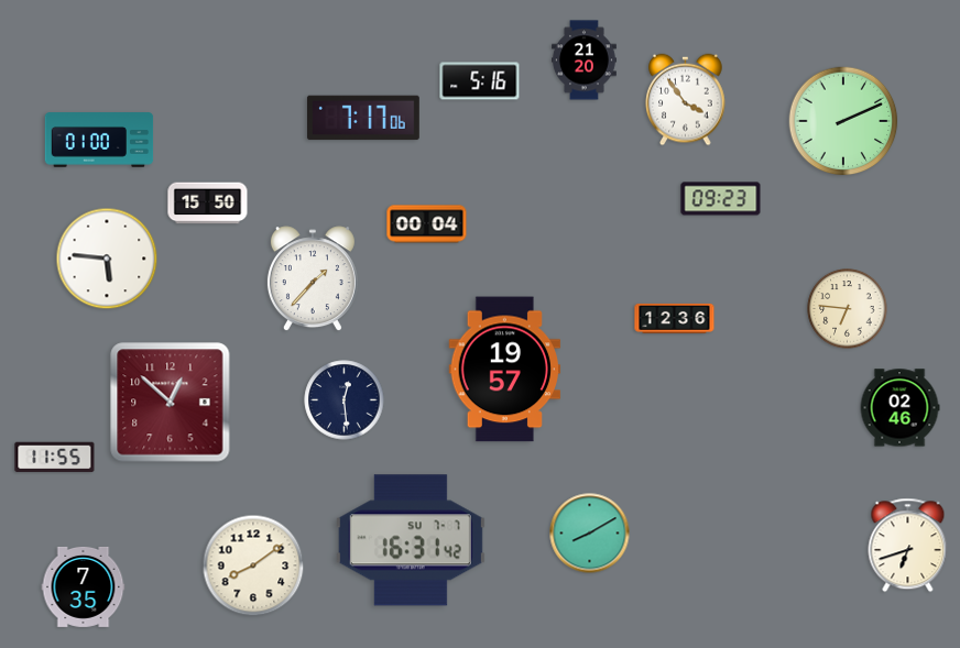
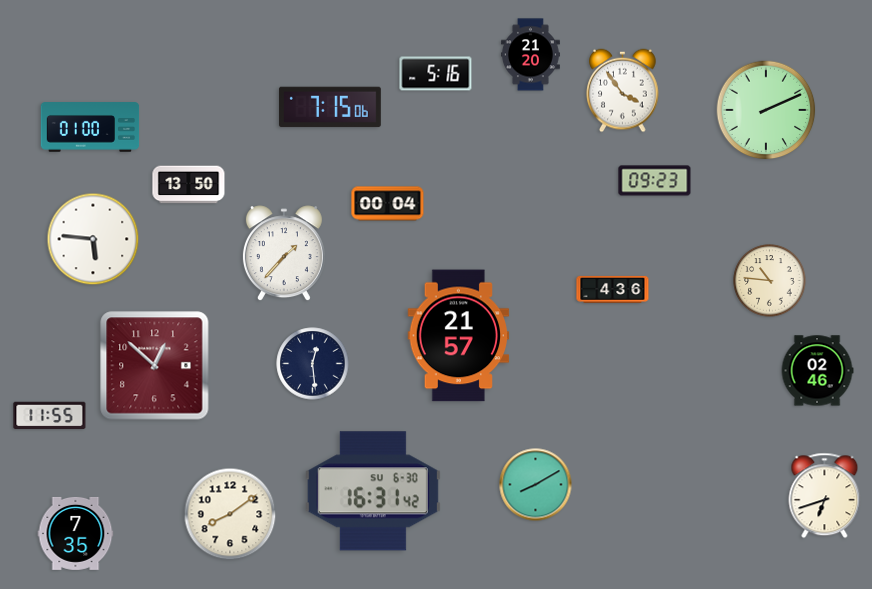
clock at (363, 118): 7:17 -> 7:15
clock at (208, 204): 15:50 -> 13:50
clock at (107, 259) position: (107, 259) -> (93, 239)
clock at (848, 309): 6:46 -> 10:46
clock at (675, 318): 12:36 -> 4:36
clock at (505, 370): 19:57 -> 21:57
clock at (411, 540) date: SU 7-7 -> SU 6-30
